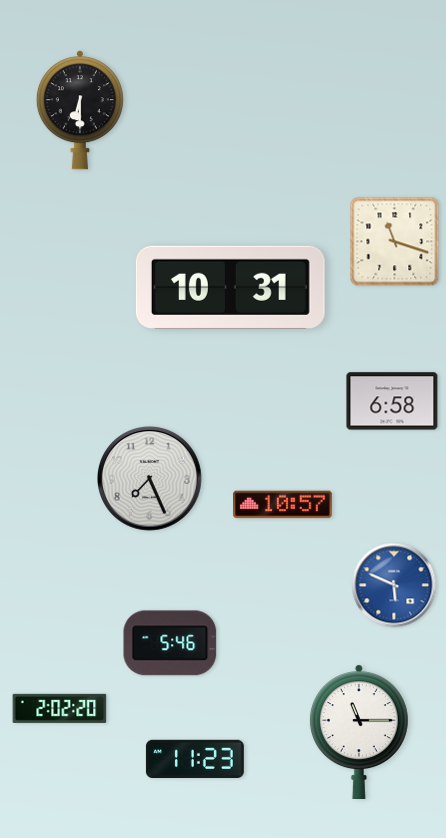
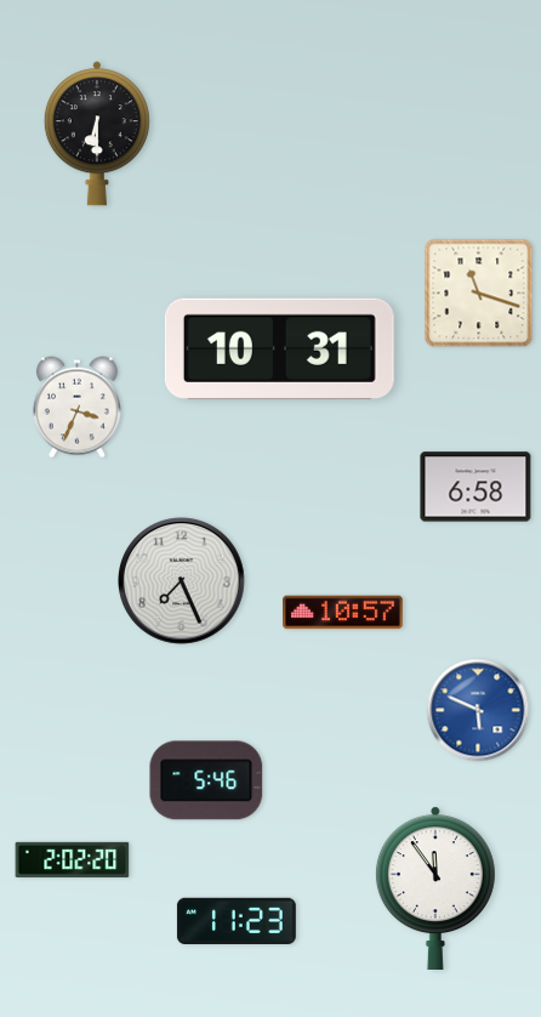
clock at (76, 408): none -> 3:34
clock at (359, 731): 11:15 -> 11:54
